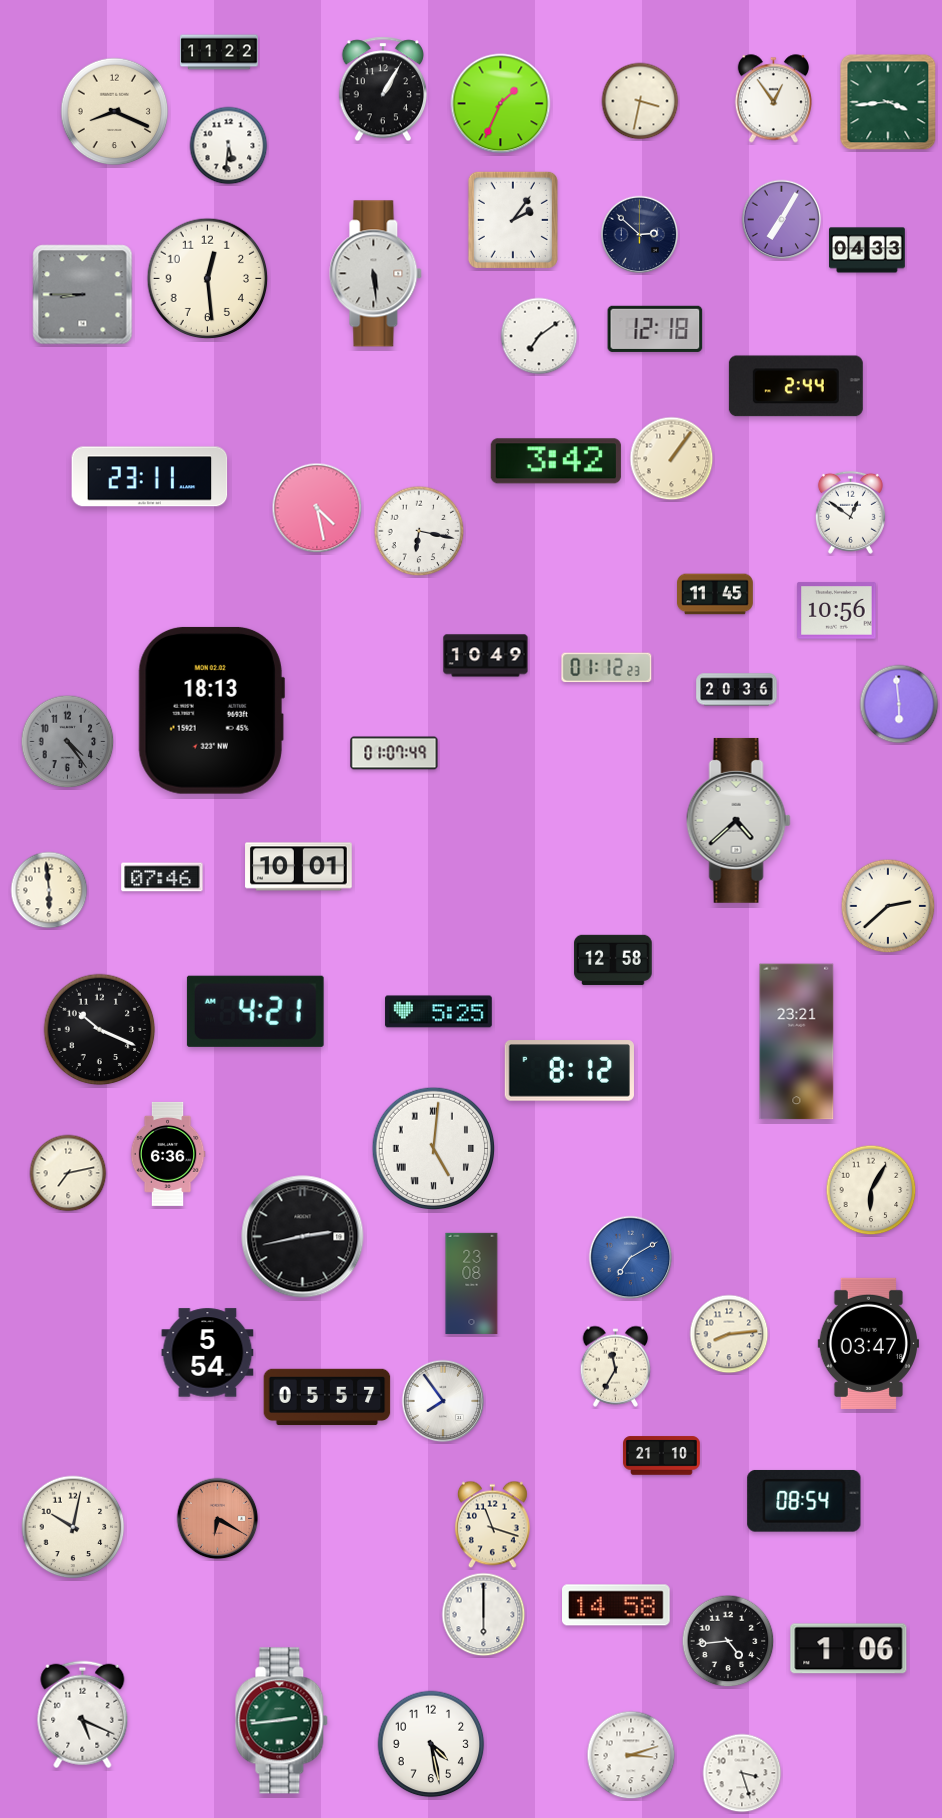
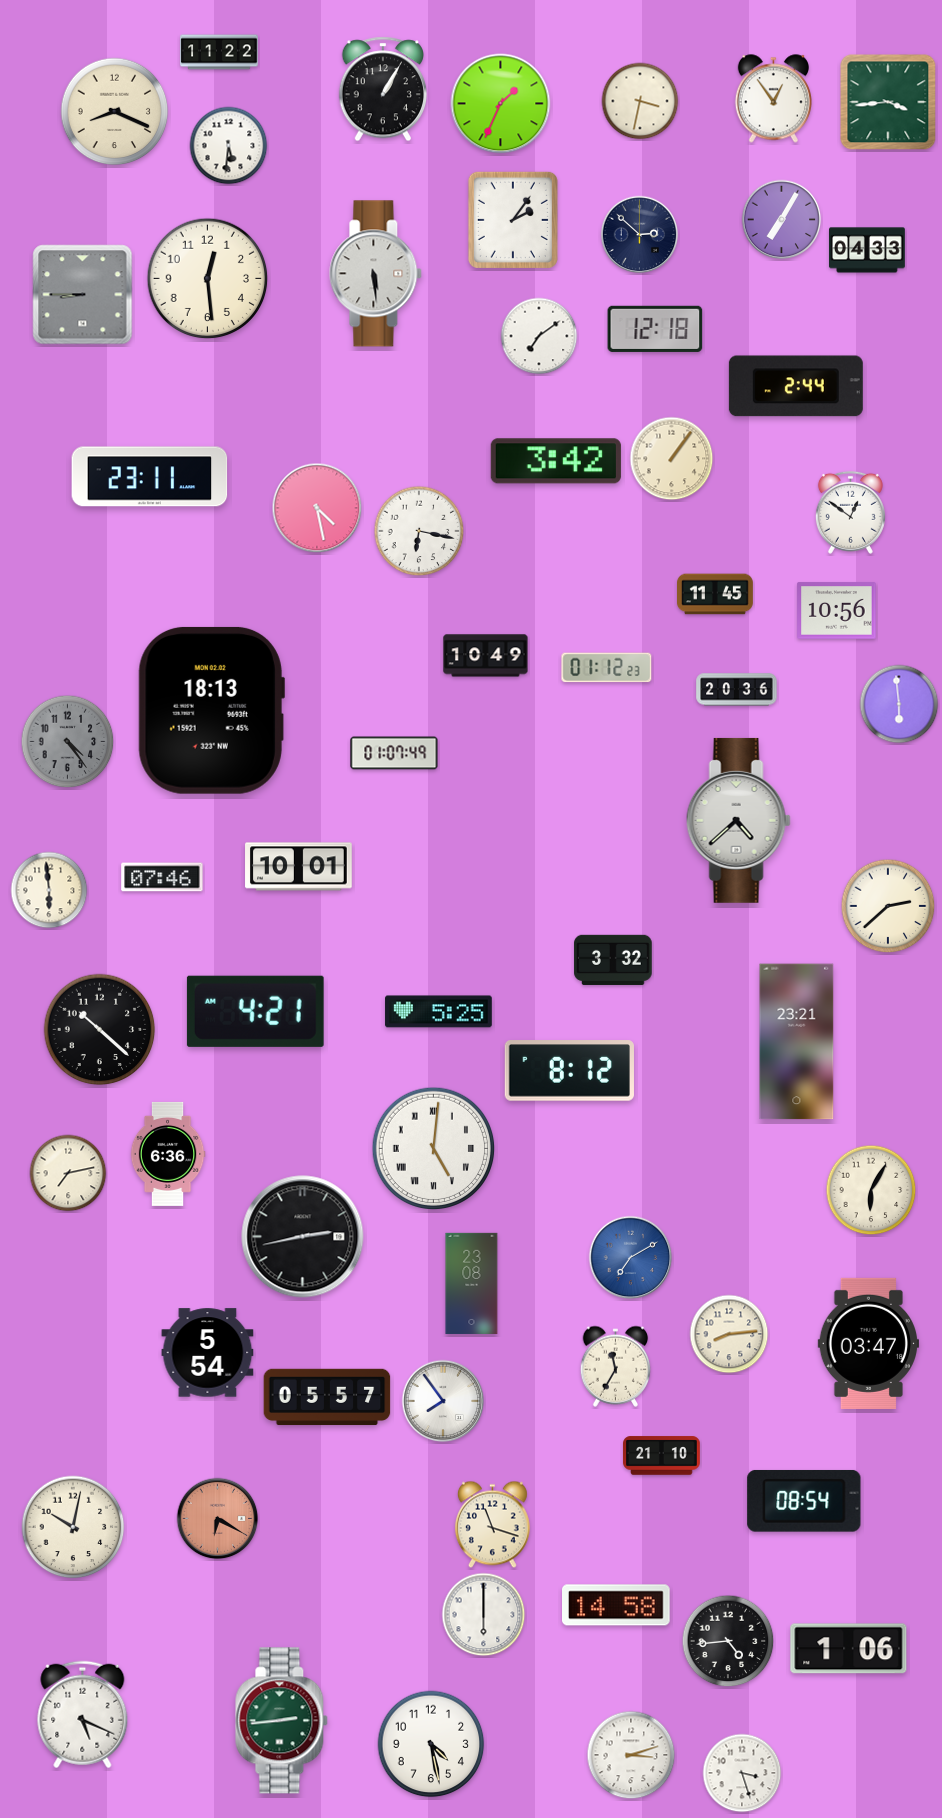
clock at (613, 960): 12:58 -> 3:32
clock at (100, 1030): 10:19 -> 10:22
